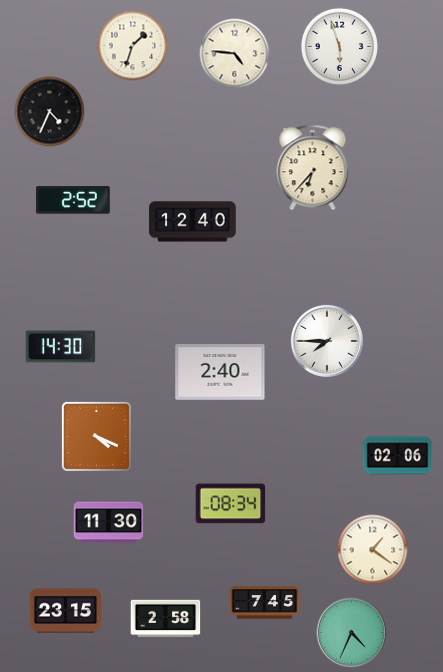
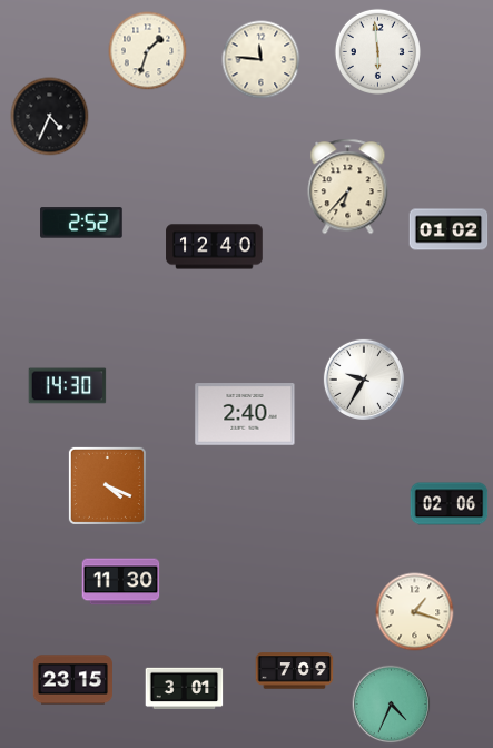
clock at (339, 46): 5:57 -> 5:59
clock at (235, 54): 4:46 -> 11:46
clock at (50, 112) position: (50, 112) -> (50, 117)
clock at (448, 229): none -> 01:02
clock at (327, 341): 7:45 -> 9:35
clock at (398, 456) position: (398, 456) -> (450, 504)
clock at (231, 504): 08:34 -> none
clock at (373, 550): 1:21 -> 1:18
clock at (265, 603): 7:45 -> 7:09
clock at (166, 619): 2:58 -> 3:01
